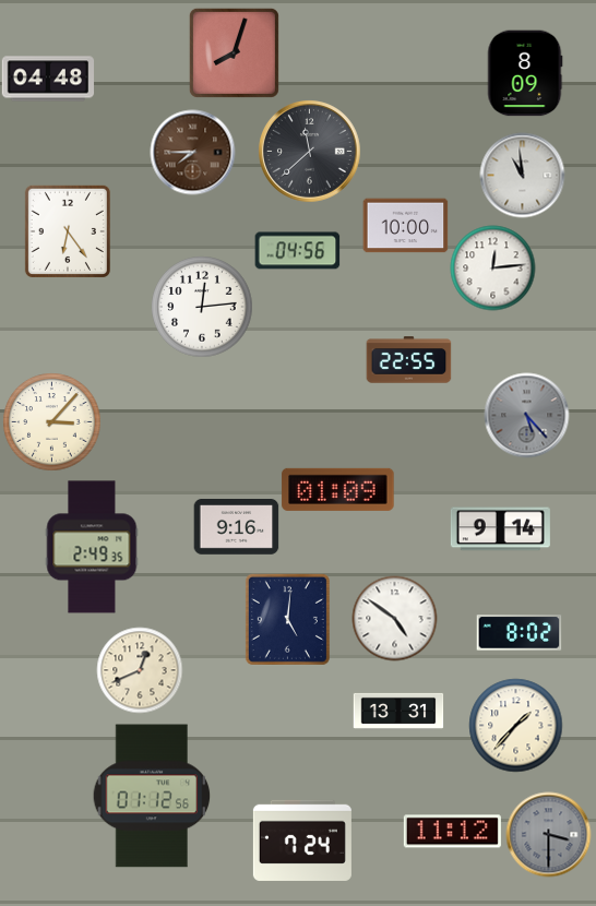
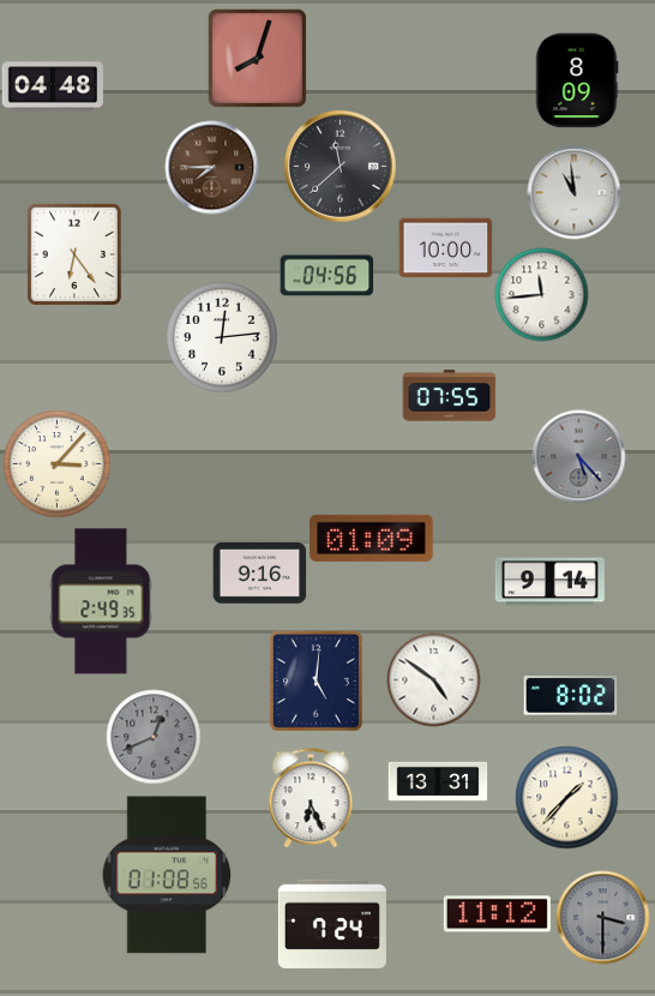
clock at (492, 267): 12:14 -> 11:44
clock at (408, 360): 22:55 -> 07:55
clock at (236, 527) position: (236, 527) -> (259, 574)
clock at (140, 670) dial: cream -> grey
clock at (311, 798): none -> 6:26
clock at (152, 796): 01:12 -> 01:08
